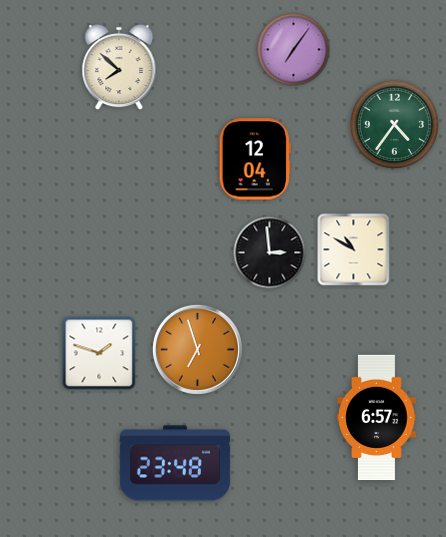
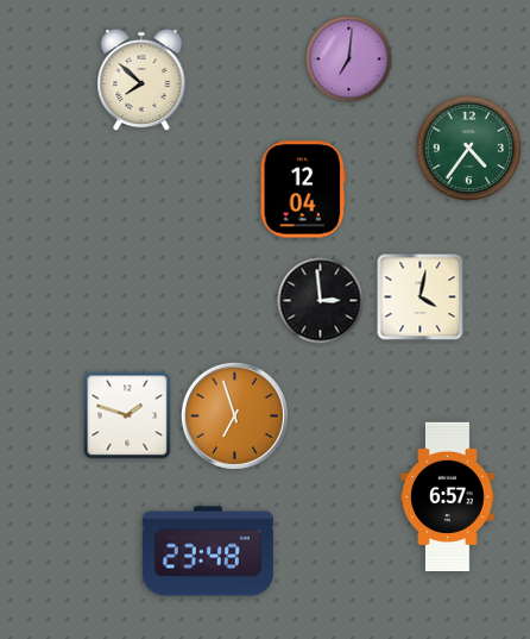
clock at (294, 50): 7:06 -> 7:01
clock at (354, 250): 10:50 -> 4:02
clock at (99, 353) position: (99, 353) -> (127, 415)
